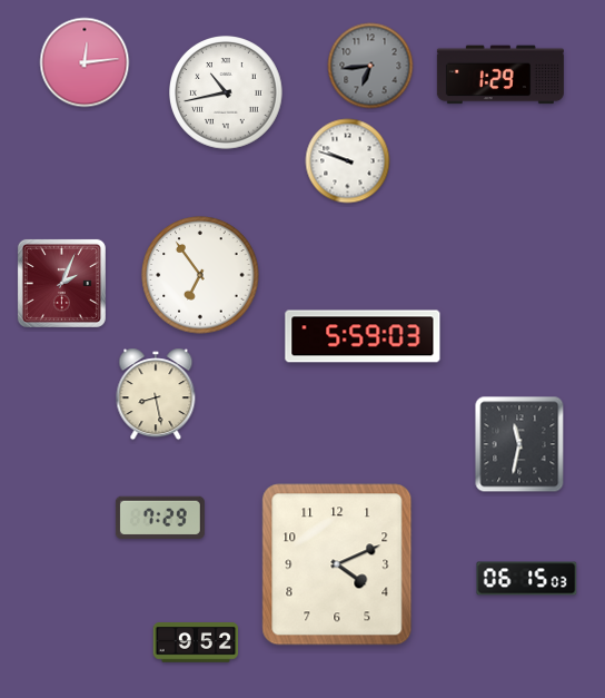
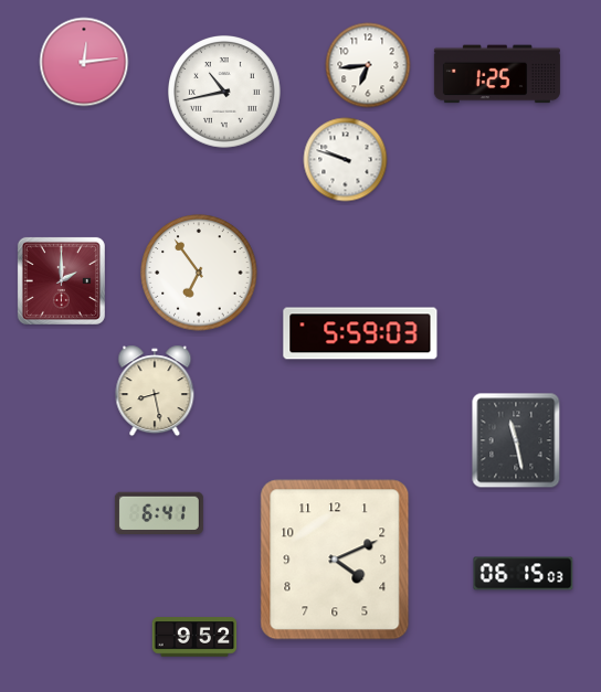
clock at (370, 66) dial: grey -> white
clock at (500, 75): 1:29 -> 1:25
clock at (61, 283): 2:04 -> 2:00
clock at (519, 444): 11:32 -> 11:28
clock at (160, 518): 7:29 -> 6:41
